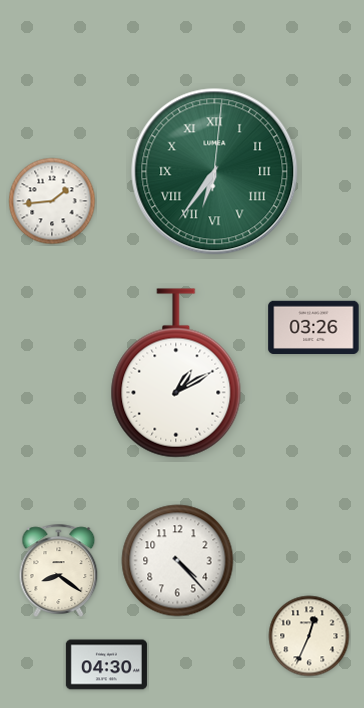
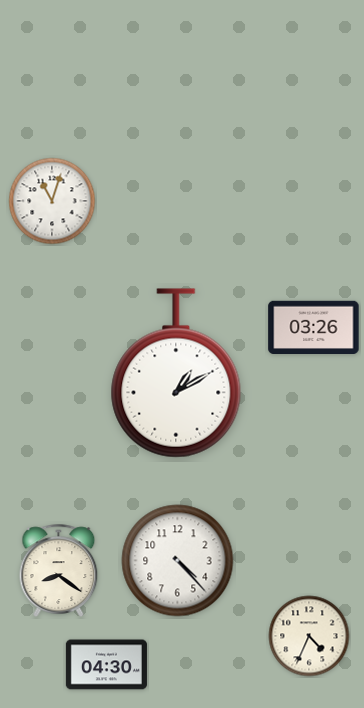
clock at (215, 172): 6:36 -> none
clock at (52, 201): 1:44 -> 11:03
clock at (309, 636): 12:34 -> 4:34
